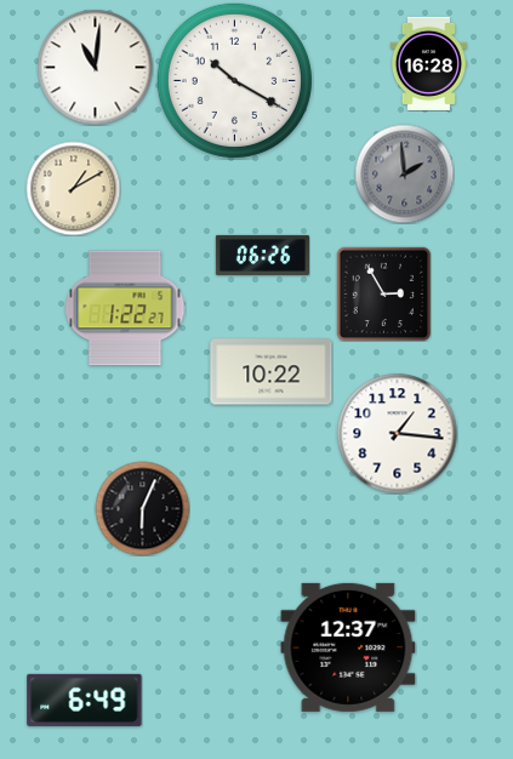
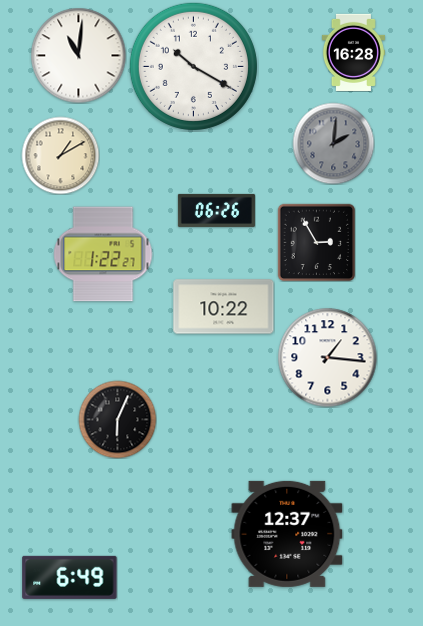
clock at (404, 173): 1:59 -> 2:01
